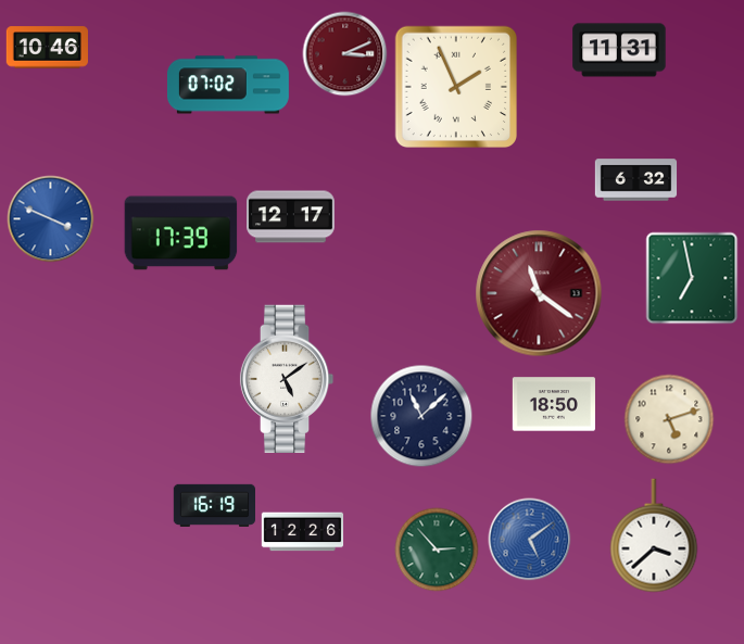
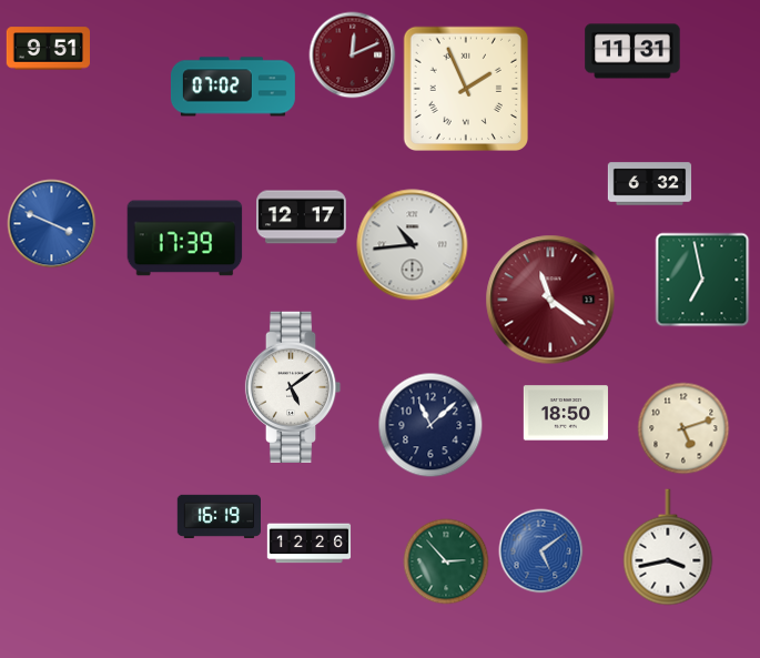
clock at (47, 48): 10:46 -> 9:51
clock at (345, 54): 3:11 -> 12:11
clock at (291, 217) position: (291, 217) -> (302, 217)
clock at (413, 245): none -> 10:44
clock at (692, 278) position: (692, 278) -> (702, 280)
clock at (654, 535): 3:38 -> 3:43
